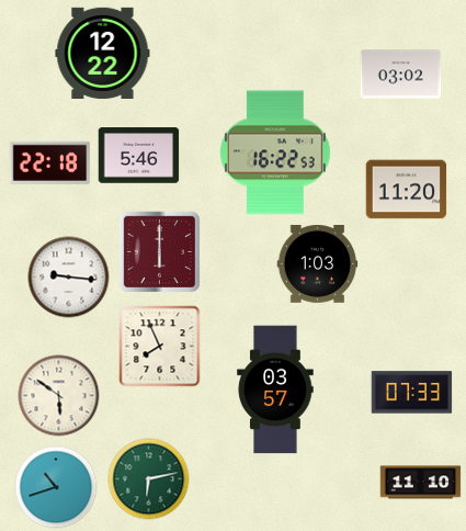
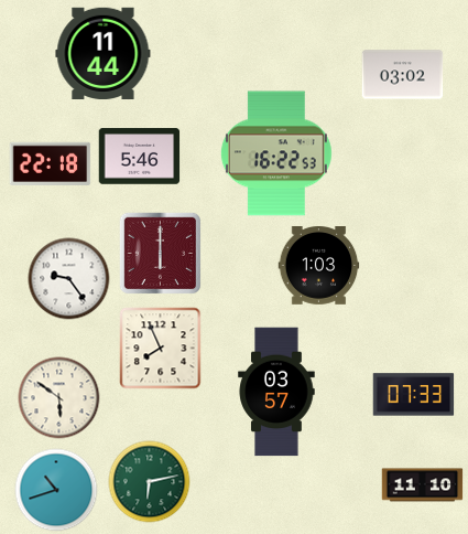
clock at (103, 53): 12:22 -> 11:44
clock at (407, 190): 11:20 -> none
clock at (69, 278): 9:16 -> 9:24
